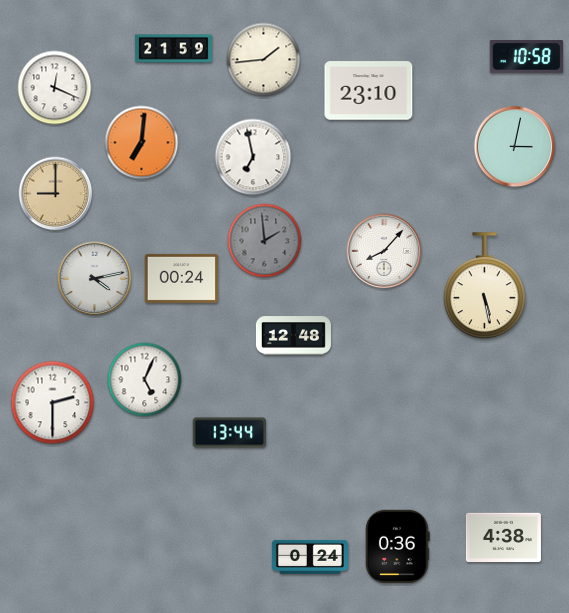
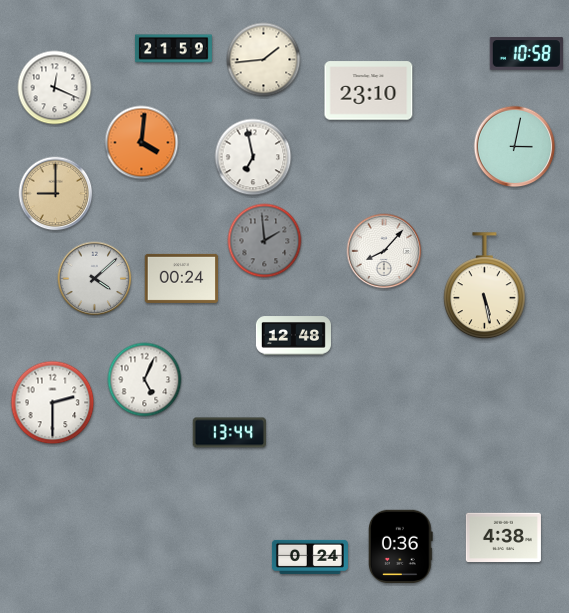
clock at (526, 57) position: (526, 57) -> (526, 54)
clock at (142, 143): 7:01 -> 4:01
clock at (95, 279): 4:13 -> 4:08
clock at (397, 546) position: (397, 546) -> (400, 546)
